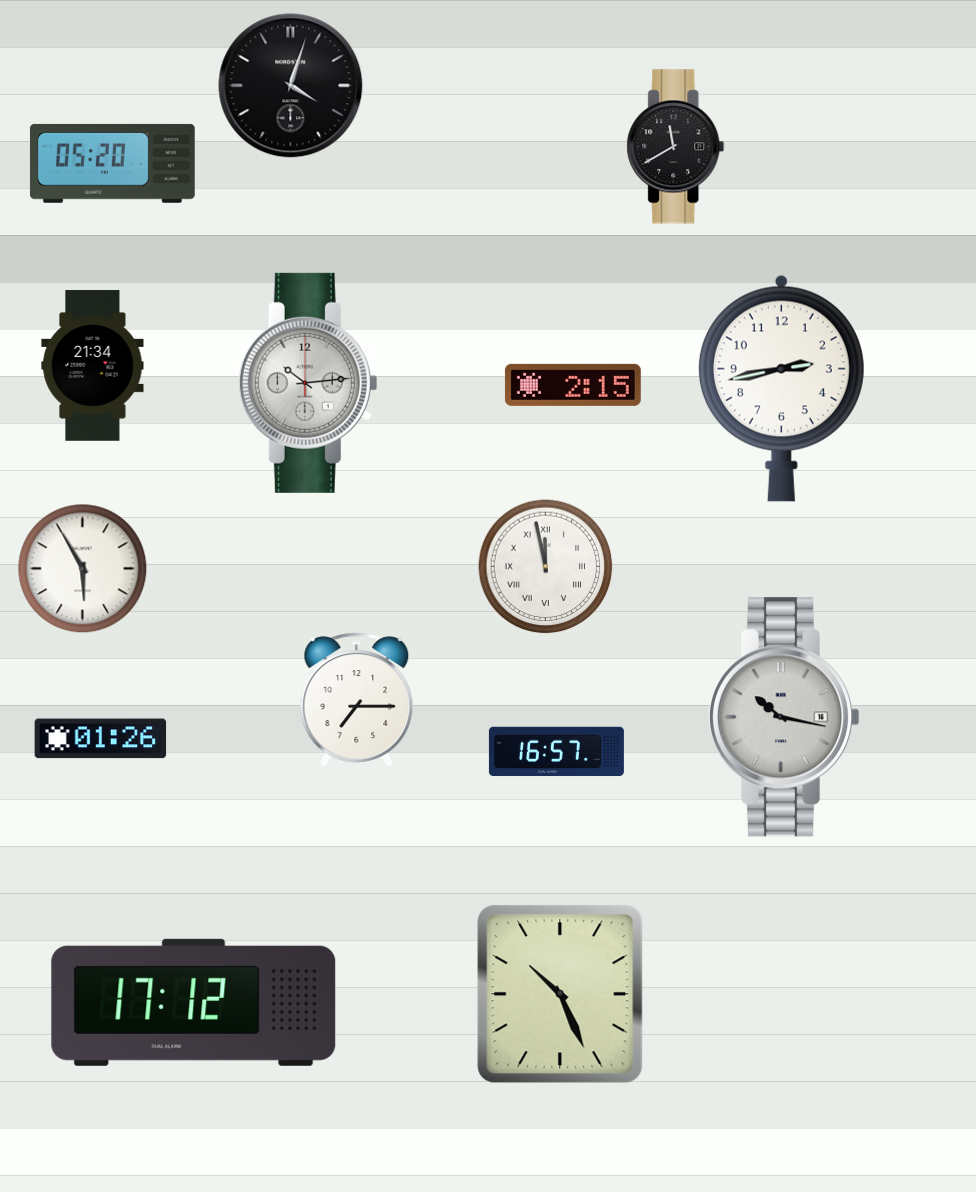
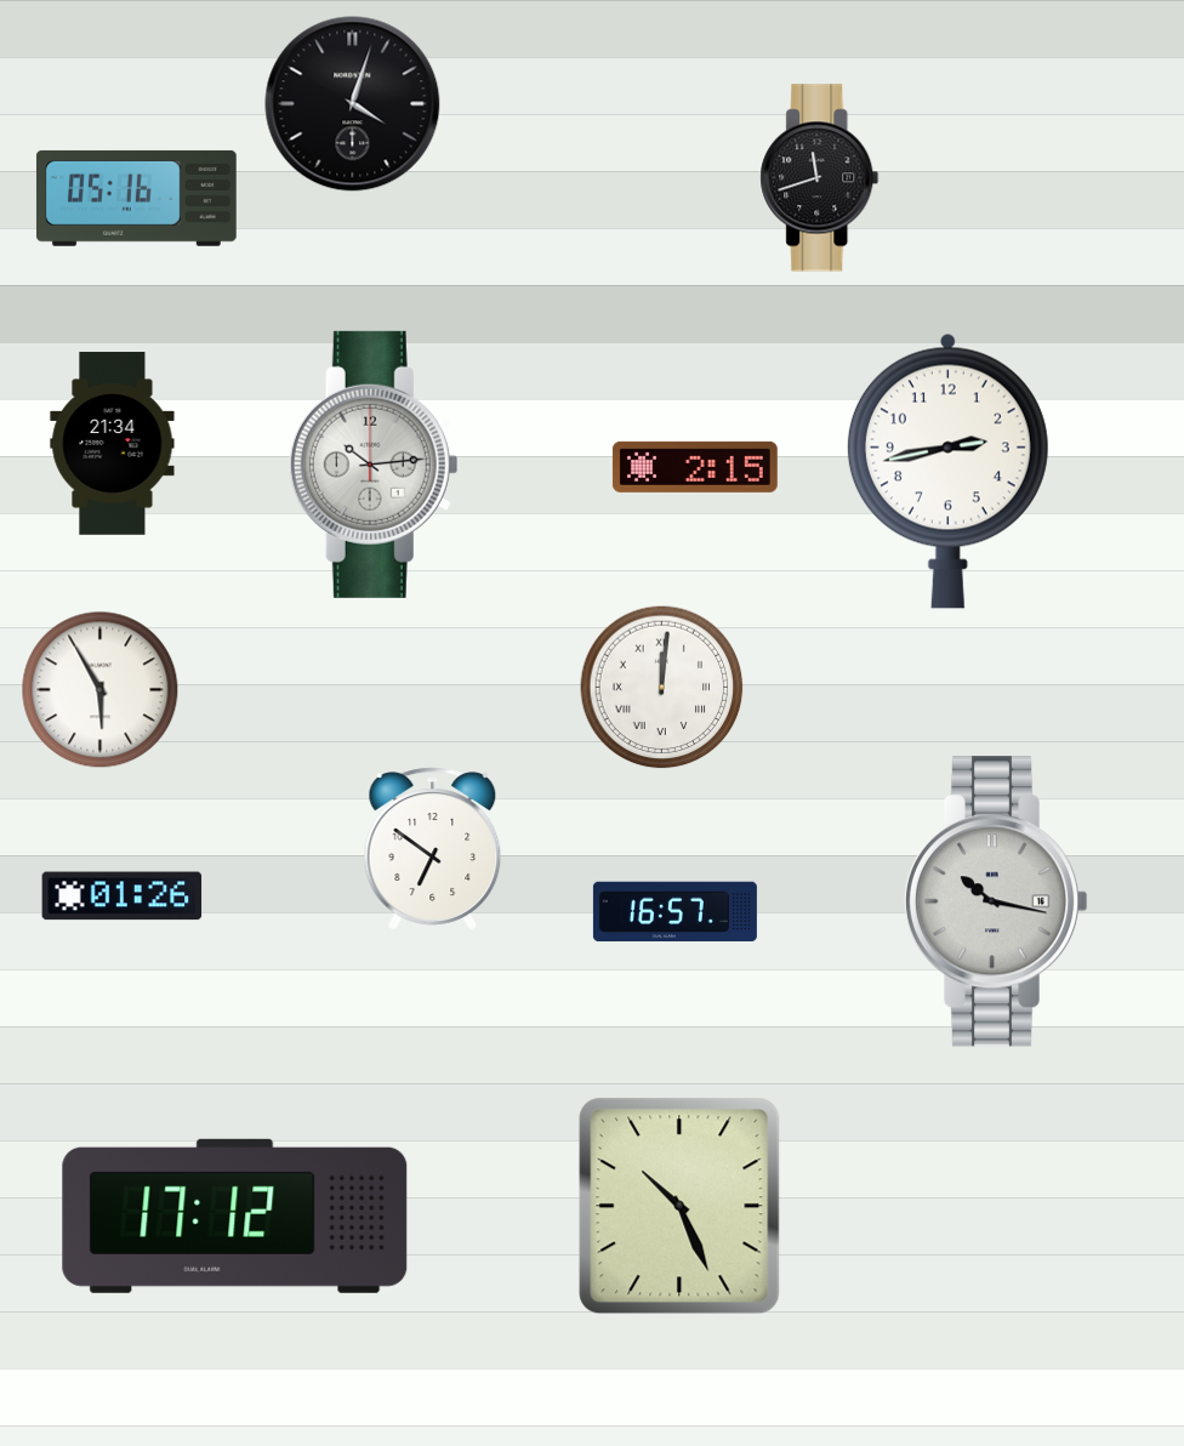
clock at (676, 147): 11:40 -> 11:42
clock at (112, 163): 05:20 -> 05:16
clock at (546, 567): 11:58 -> 12:01
clock at (357, 700): 7:15 -> 6:51
clock at (784, 717) position: (784, 717) -> (996, 901)
